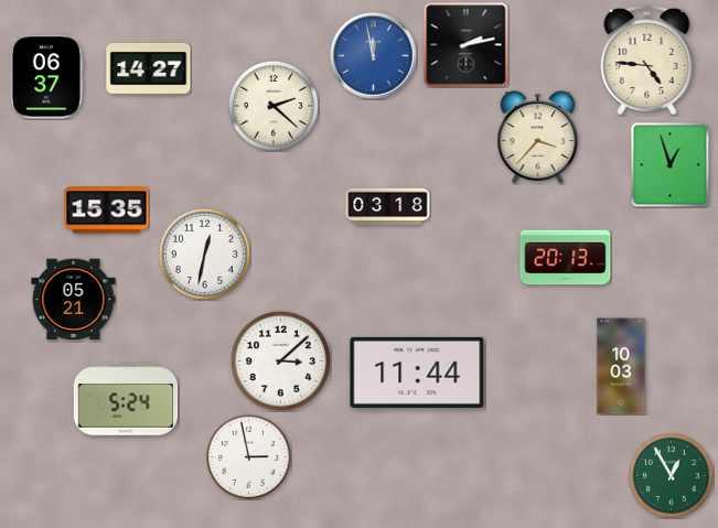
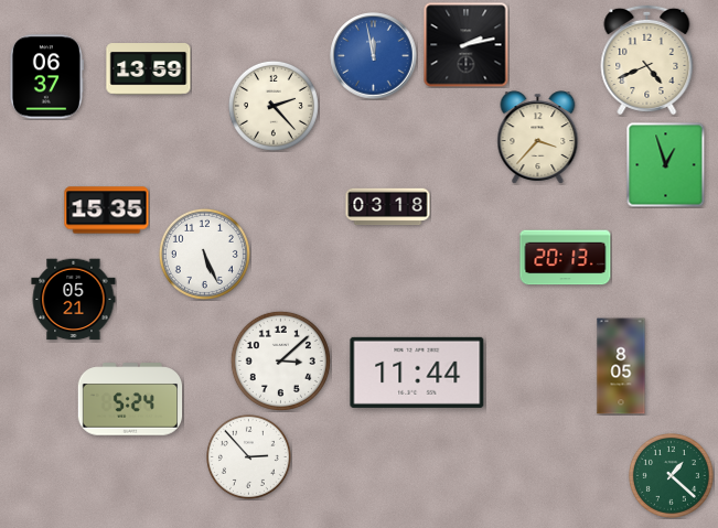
clock at (647, 60): 4:46 -> 4:41
clock at (149, 69): 14:27 -> 13:59
clock at (274, 106): 2:22 -> 2:23
clock at (671, 164) position: (671, 164) -> (666, 164)
clock at (204, 254): 12:32 -> 5:26
clock at (621, 366): 10:03 -> 8:05
clock at (126, 399) position: (126, 399) -> (130, 399)
clock at (248, 456): 2:58 -> 2:53
clock at (671, 475): 12:55 -> 1:22
